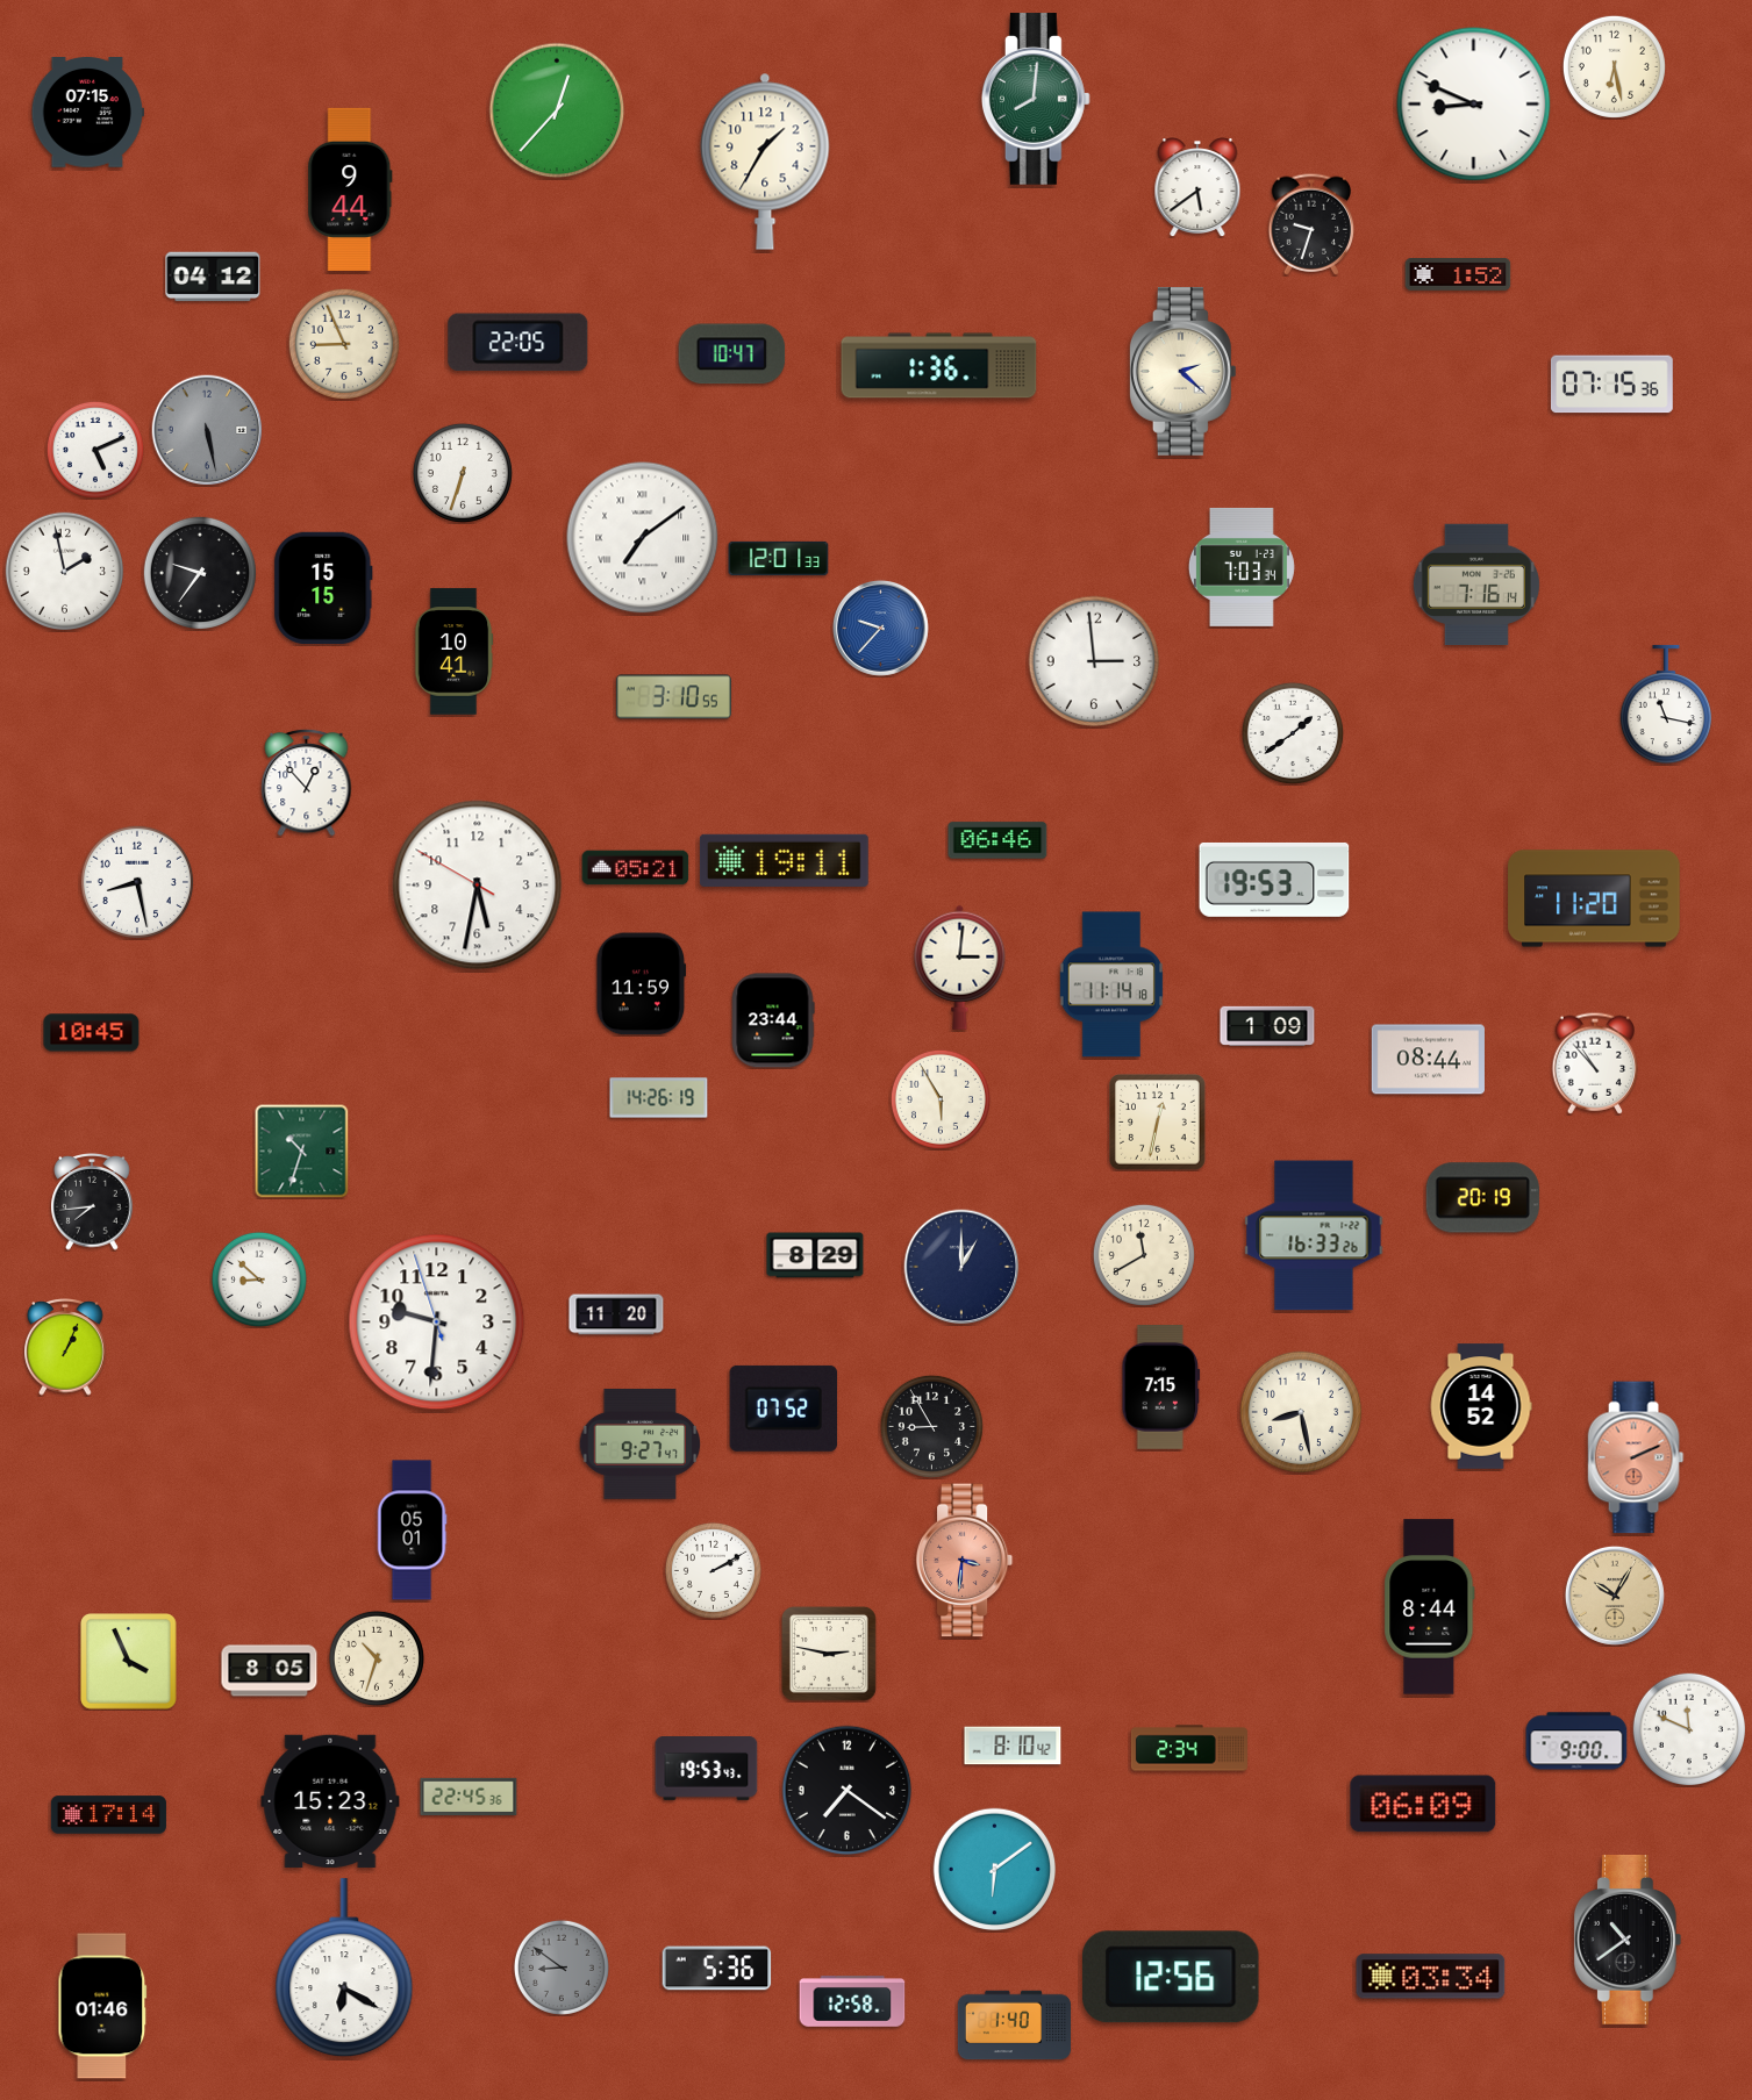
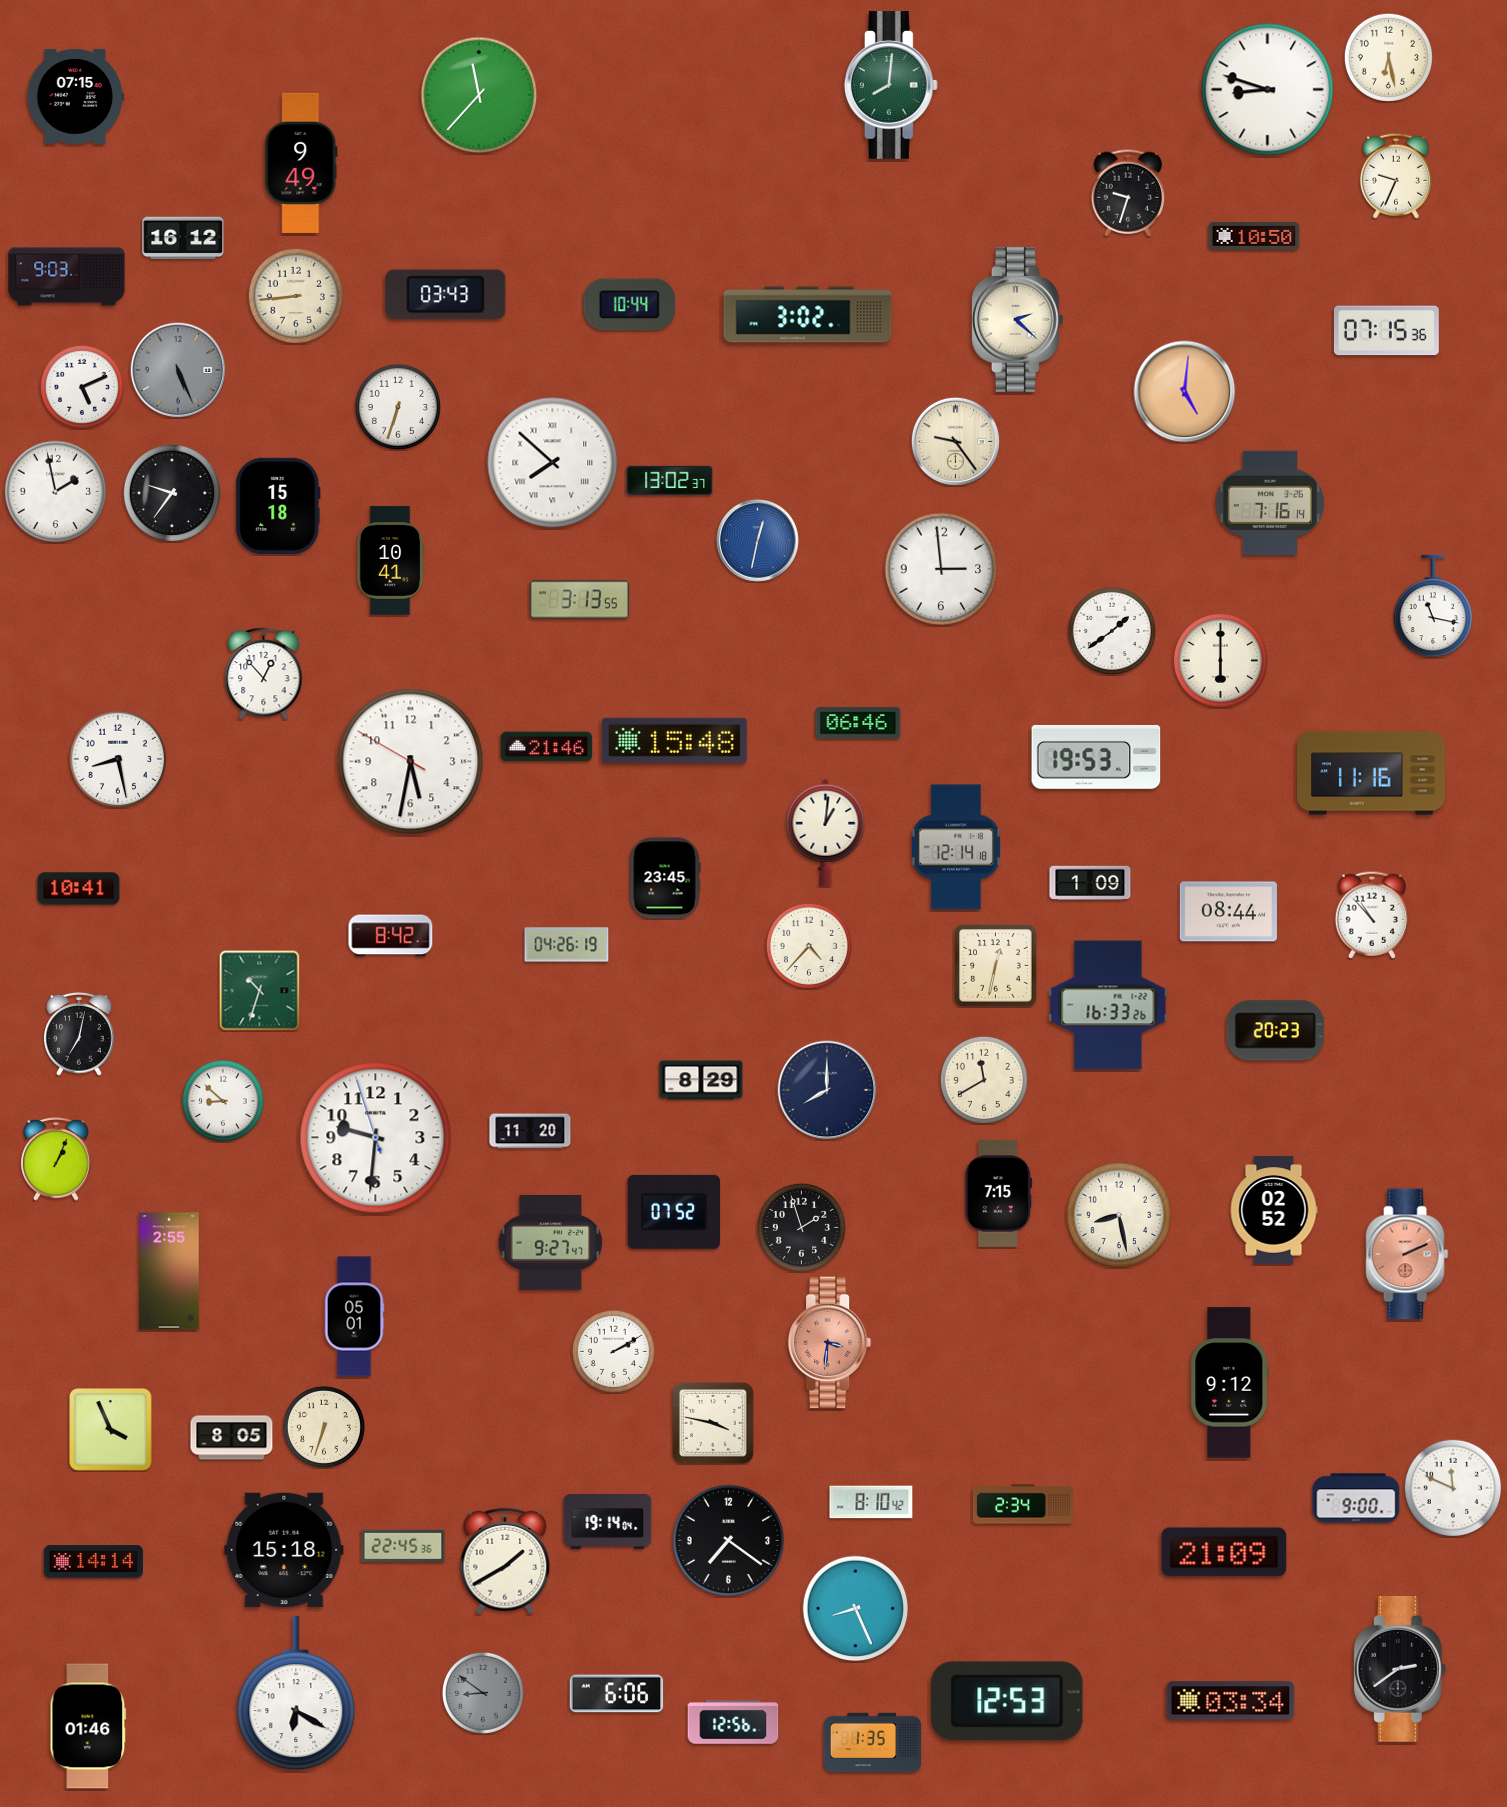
clock at (1474, 105): 8:49 -> 8:48
clock at (557, 110): 12:37 -> 11:37
clock at (765, 162): 1:35 -> none
clock at (1197, 187): 5:39 -> none
clock at (350, 189): 9:44 -> 9:49
clock at (1396, 176): none -> 9:34
clock at (1458, 275): 1:52 -> 10:50
clock at (213, 277): 04:12 -> 16:12
clock at (67, 277): none -> 9:03
clock at (343, 343): 8:56 -> 8:44
clock at (519, 343): 22:05 -> 03:43
clock at (732, 354): 10:47 -> 10:44
clock at (939, 366): 1:36 -> 3:02
clock at (207, 430): 5:28 -> 5:26
clock at (1185, 392): none -> 5:01
clock at (955, 441): none -> 9:24
clock at (643, 538): 7:09 -> 7:52
clock at (779, 558): 12:01 -> 13:02
clock at (1242, 567): 7:03 -> none
clock at (323, 587): 15:15 -> 15:18
clock at (880, 628): 9:37 -> 12:32
clock at (673, 697): 3:10 -> 3:13
clock at (1220, 660): none -> 6:00
clock at (784, 860): 19:11 -> 15:48
clock at (636, 868): 05:21 -> 21:46
clock at (1594, 898): 11:20 -> 11:16
clock at (960, 967): 3:01 -> 1:01
clock at (642, 984): 11:59 -> none
clock at (1111, 984): 11:14 -> 12:14
clock at (773, 1020): 23:44 -> 23:45
clock at (92, 1033): 10:45 -> 10:41
clock at (391, 936): none -> 8:42
clock at (659, 1098): 14:26 -> 04:26
clock at (941, 1099): 5:55 -> 4:37
clock at (1482, 1198): 20:19 -> 20:23
clock at (92, 1203): 7:44 -> 7:02
clock at (1314, 1235) position: (1314, 1235) -> (1108, 1005)
clock at (961, 1267): 1:00 -> 8:00
clock at (1481, 1406): 14:52 -> 02:52
clock at (931, 1426): 8:55 -> 1:57
clock at (169, 1271): none -> 2:55
clock at (1615, 1596): 10:05 -> none
clock at (1430, 1607): 8:44 -> 9:12
clock at (830, 1655): 2:47 -> 3:47
clock at (377, 1658): 10:33 -> 6:33
clock at (707, 1769): 19:53 -> 19:14
clock at (330, 1801): 15:23 -> 15:18
clock at (1423, 1804): 06:09 -> 21:09
clock at (505, 1561): none -> 1:40
clock at (108, 1815): 17:14 -> 14:14
clock at (995, 1870): 6:09 -> 8:26
clock at (1628, 1940): 10:39 -> 2:39
clock at (717, 1969): 5:36 -> 6:06
clock at (1171, 1977): 12:56 -> 12:53
clock at (852, 2001): 12:58 -> 12:56
clock at (1014, 2026): 1:40 -> 1:35
